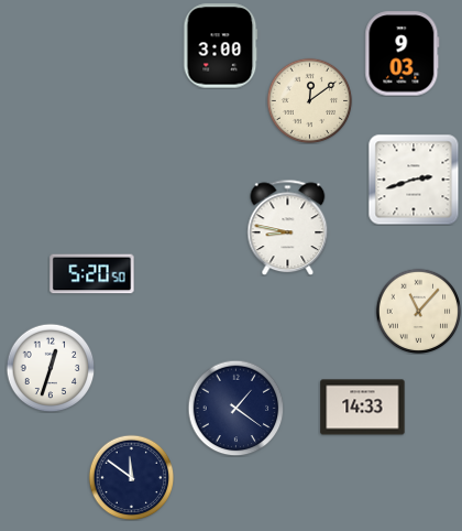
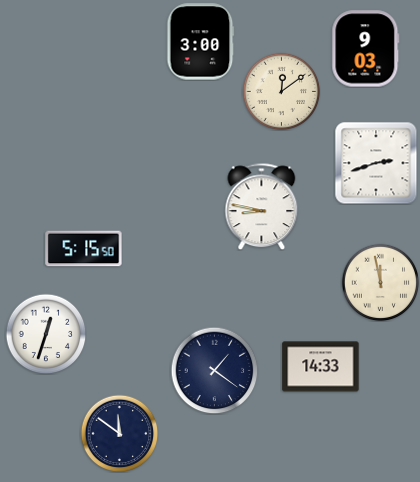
clock at (92, 274): 5:20 -> 5:15
clock at (418, 311): 11:07 -> 11:58
clock at (363, 408) position: (363, 408) -> (321, 367)
